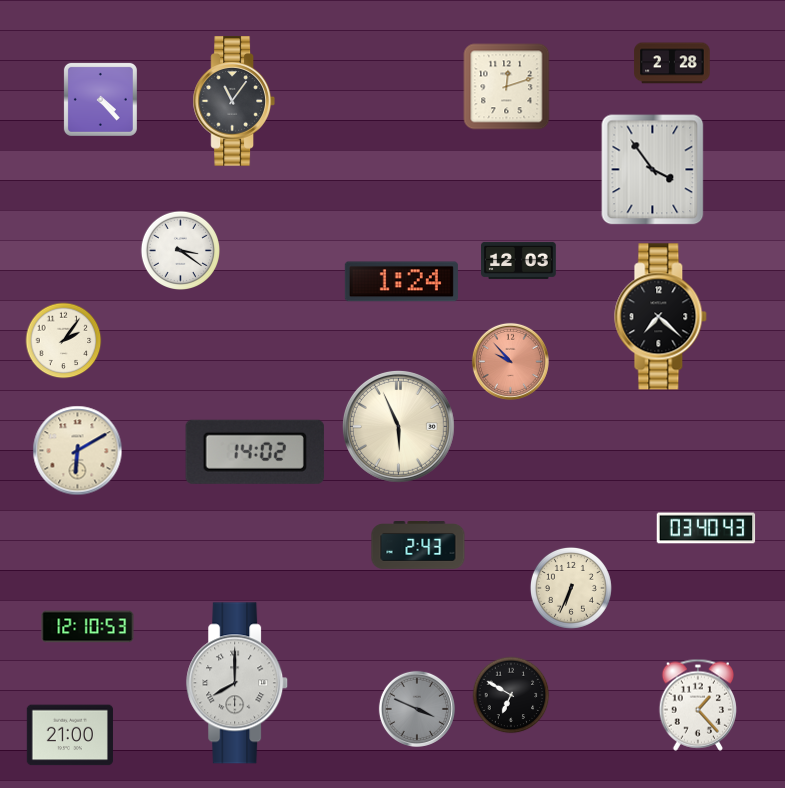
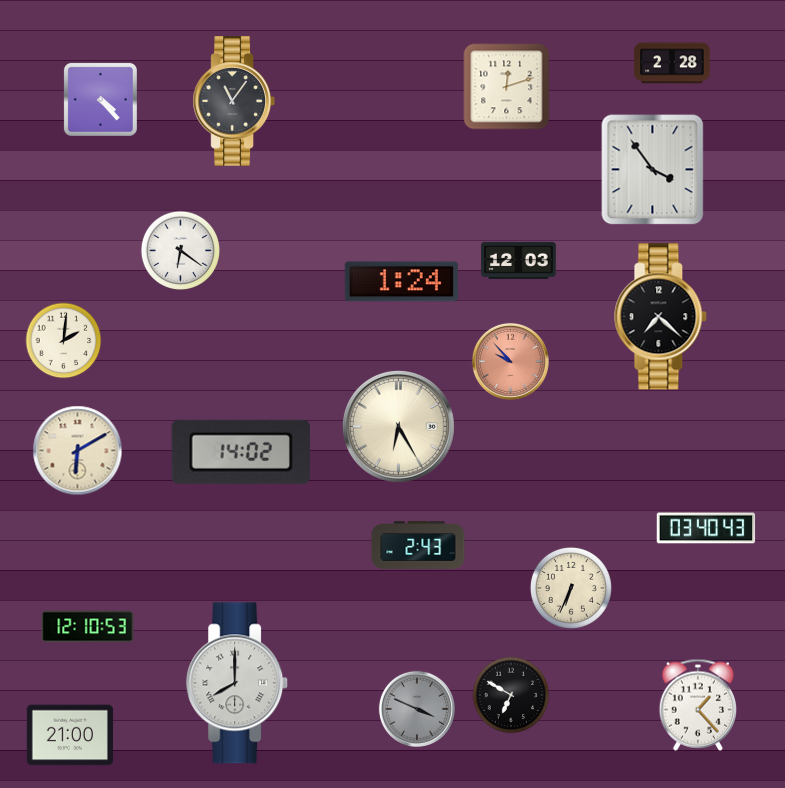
clock at (180, 250): 3:21 -> 6:21
clock at (64, 341): 2:06 -> 2:01
clock at (398, 426): 5:56 -> 6:25
clock at (255, 452) position: (255, 452) -> (241, 452)
